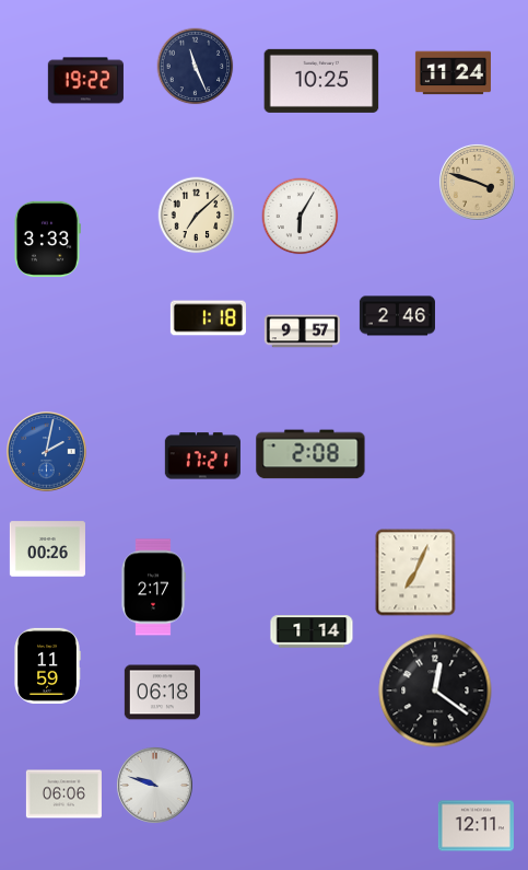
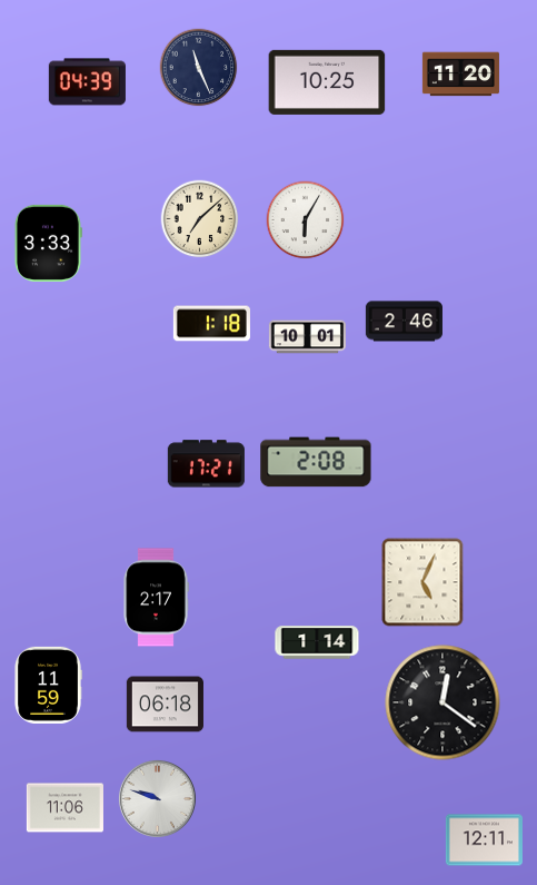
clock at (453, 73): 11:24 -> 11:20
clock at (85, 81): 19:22 -> 04:39
clock at (477, 182): 3:48 -> none
clock at (302, 332): 9:57 -> 10:01
clock at (47, 452): 2:02 -> none
clock at (47, 549): 00:26 -> none
clock at (415, 572): 7:04 -> 5:04
clock at (47, 665) position: (47, 665) -> (48, 685)
clock at (63, 794): 06:06 -> 11:06
